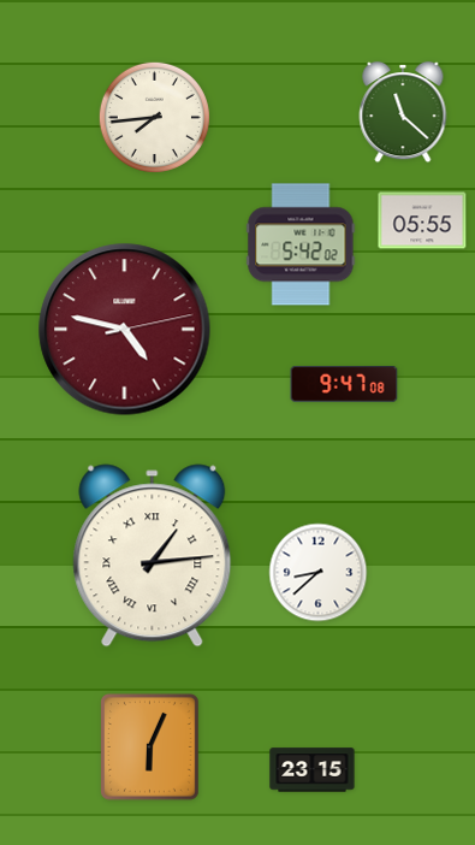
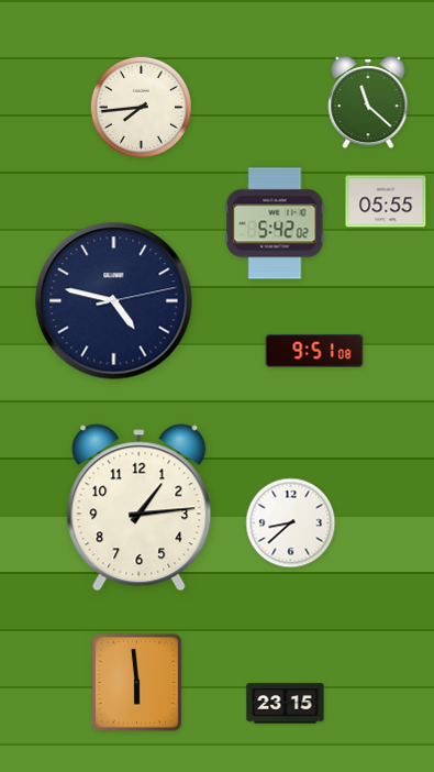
clock at (125, 330) dial: burgundy -> navy
clock at (344, 385): 9:47 -> 9:51
clock at (153, 556) numerals: Roman -> Arabic
clock at (150, 747): 6:04 -> 5:59
